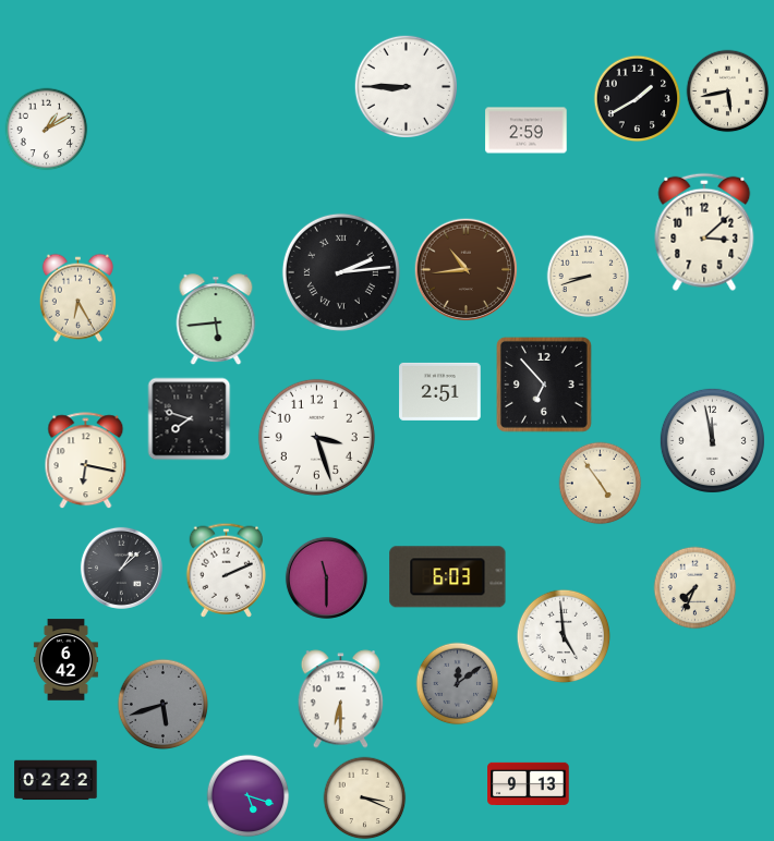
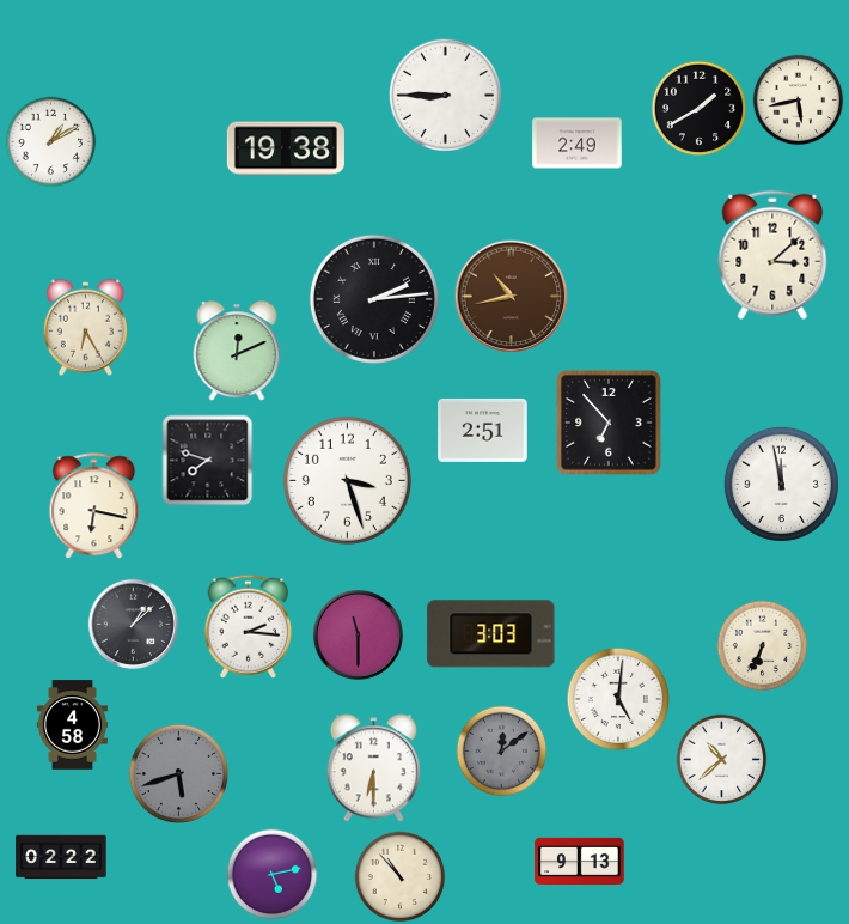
clock at (527, 131): 2:59 -> 2:49
clock at (286, 148): none -> 19:38
clock at (467, 270): 10:44 -> 10:43
clock at (589, 277): 8:42 -> none
clock at (216, 319): 5:44 -> 12:11
clock at (544, 385) position: (544, 385) -> (609, 423)
clock at (601, 484): 4:54 -> none
clock at (227, 570): 2:11 -> 2:16
clock at (448, 577): 6:03 -> 3:03
clock at (696, 588): 7:34 -> 6:34
clock at (564, 636): 4:59 -> 5:01
clock at (65, 660): 6:42 -> 4:58
clock at (722, 760): none -> 10:38
clock at (249, 796): 5:18 -> 5:13
clock at (365, 799): 3:19 -> 10:53
